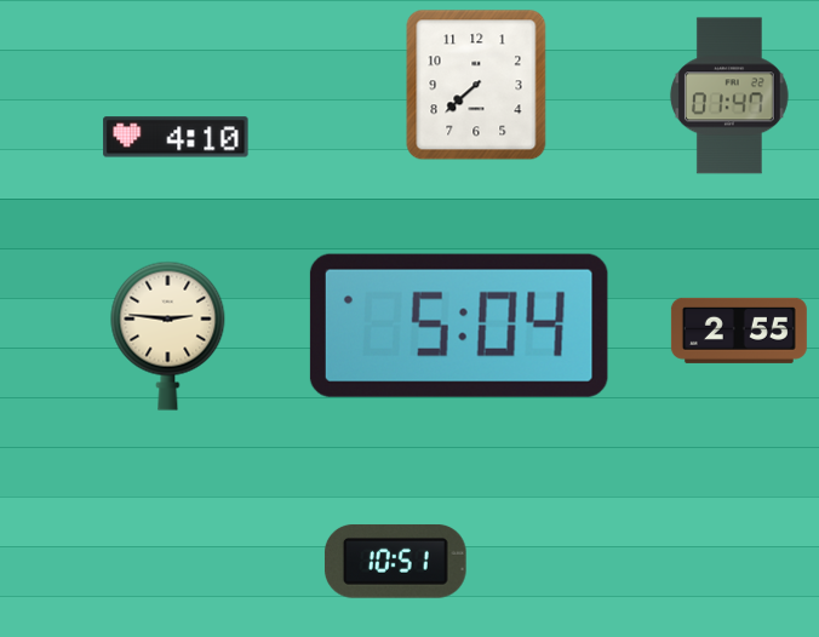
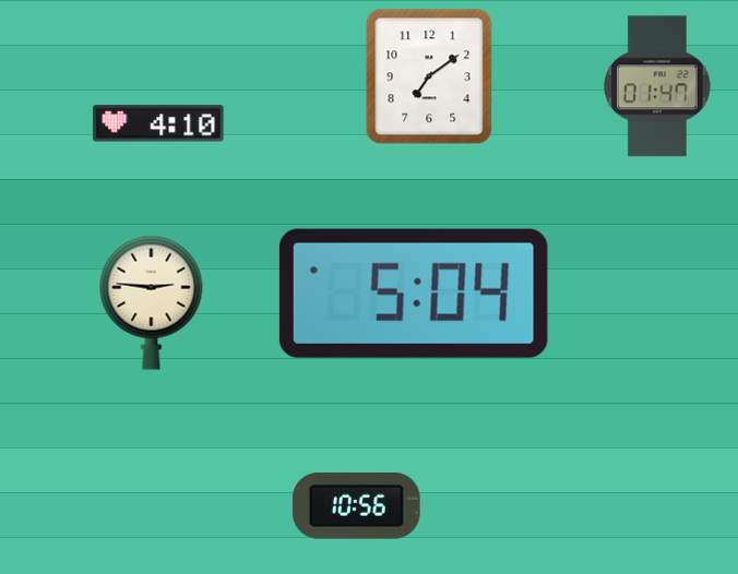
clock at (476, 85): 7:38 -> 7:09
clock at (739, 331): 2:55 -> none
clock at (395, 561): 10:51 -> 10:56
